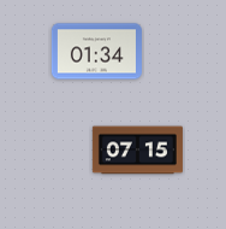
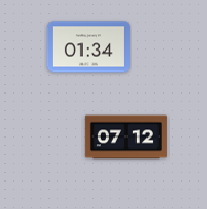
clock at (137, 151): 07:15 -> 07:12
